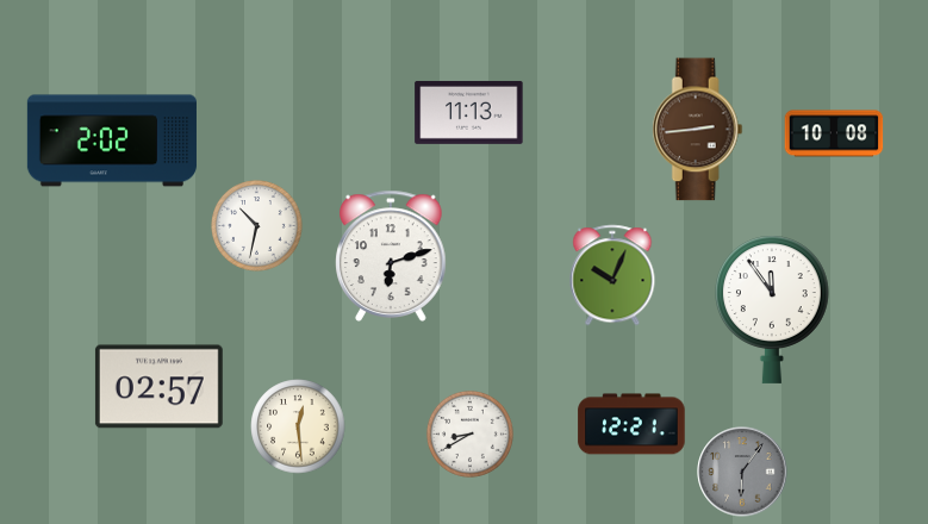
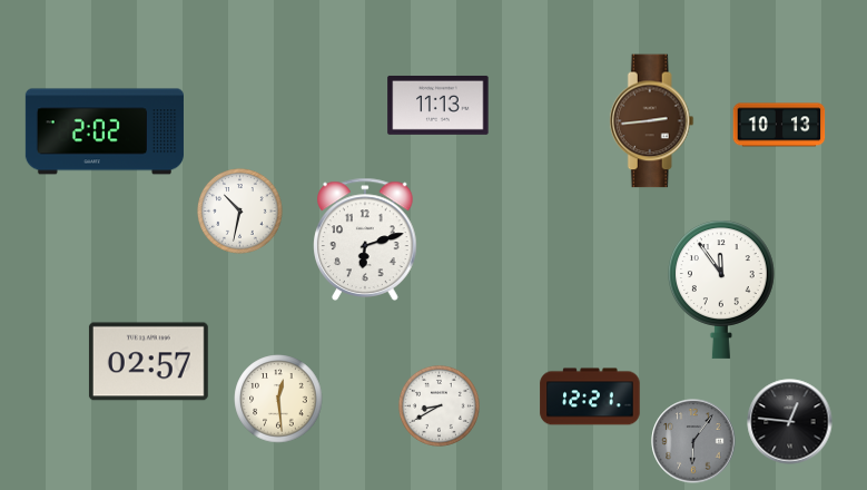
clock at (834, 133): 10:08 -> 10:13
clock at (612, 275): 10:04 -> none
clock at (790, 422): none -> 12:46
